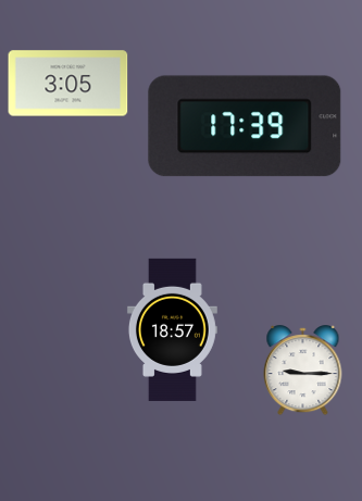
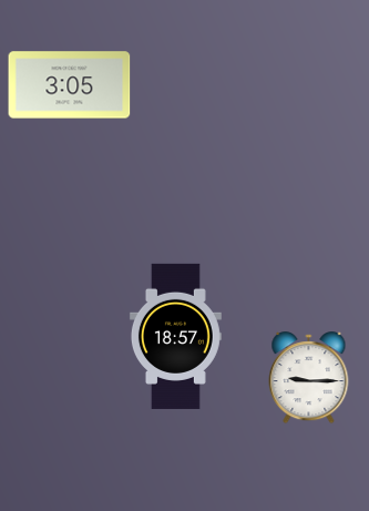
clock at (245, 126): 17:39 -> none
